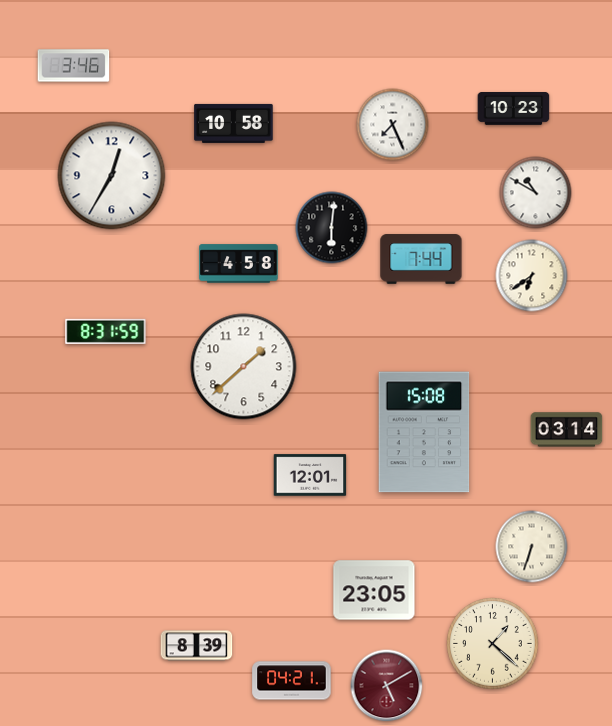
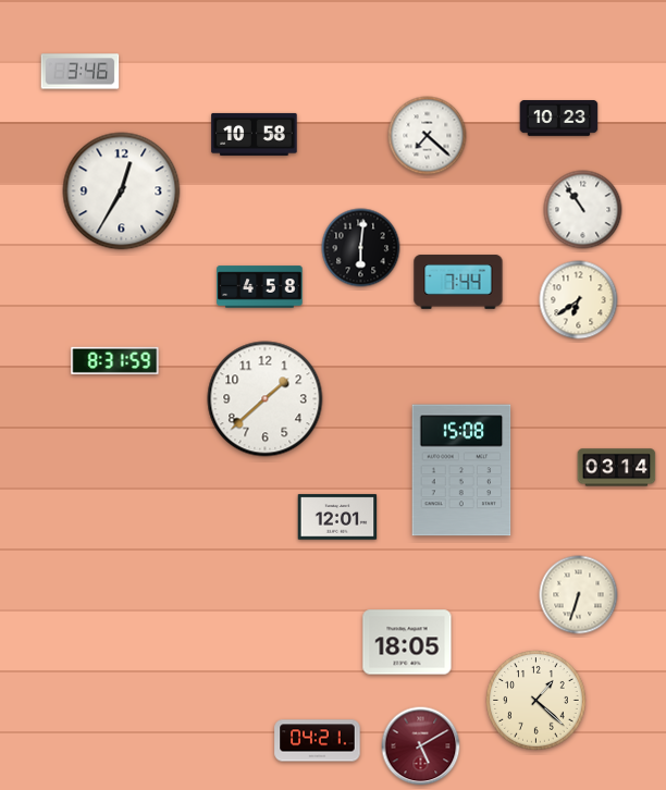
clock at (393, 125): 7:26 -> 7:22
clock at (536, 193): 10:50 -> 10:54
clock at (374, 590): 23:05 -> 18:05
clock at (197, 646): 8:39 -> none
